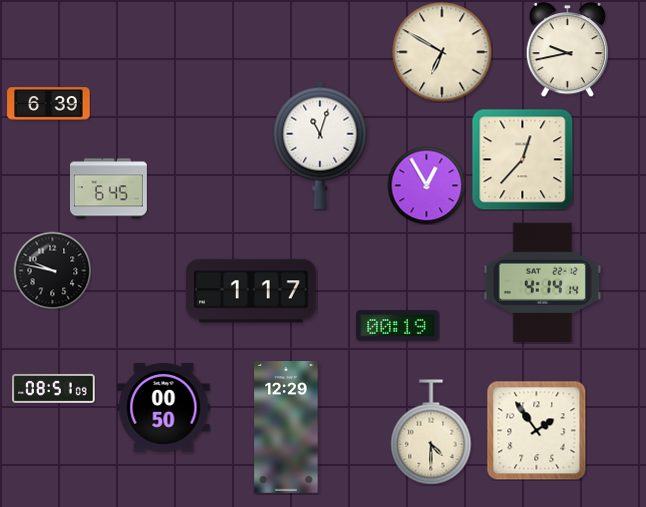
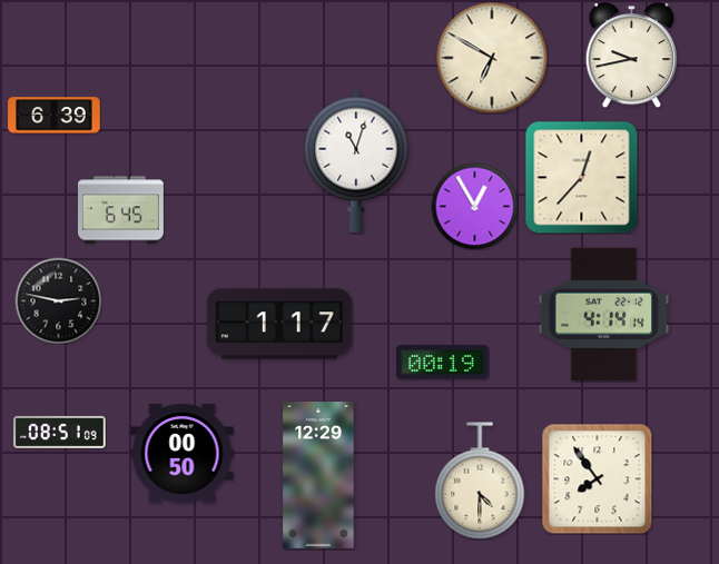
clock at (52, 270): 9:47 -> 2:47
clock at (536, 430): 1:54 -> 7:54
